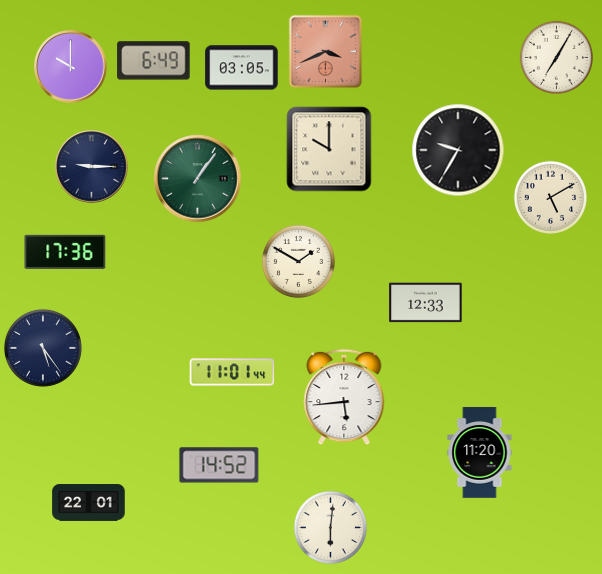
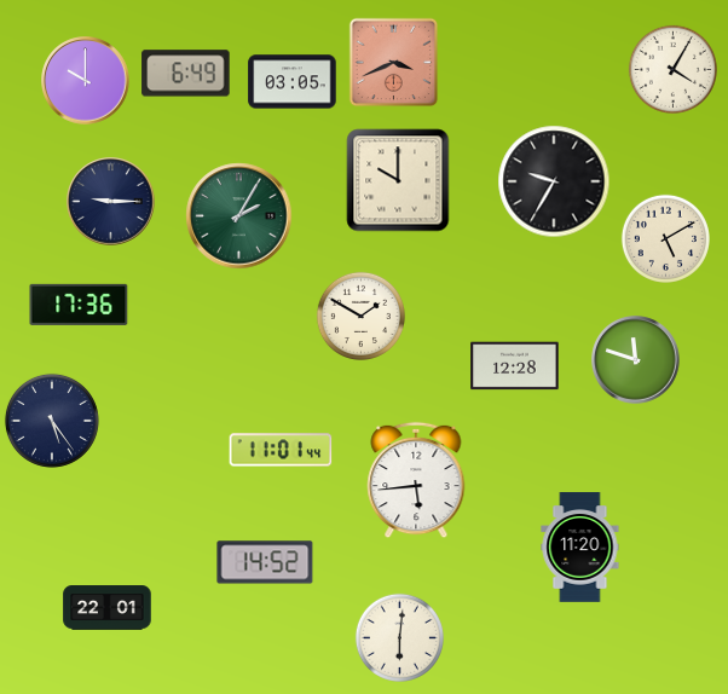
clock at (556, 57): 7:05 -> 4:05
clock at (198, 179): 1:06 -> 2:05
clock at (636, 360): none -> 11:48
clock at (426, 303): 12:33 -> 12:28
